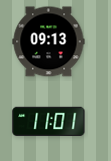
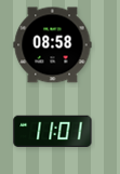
clock at (49, 42): 09:13 -> 08:58
